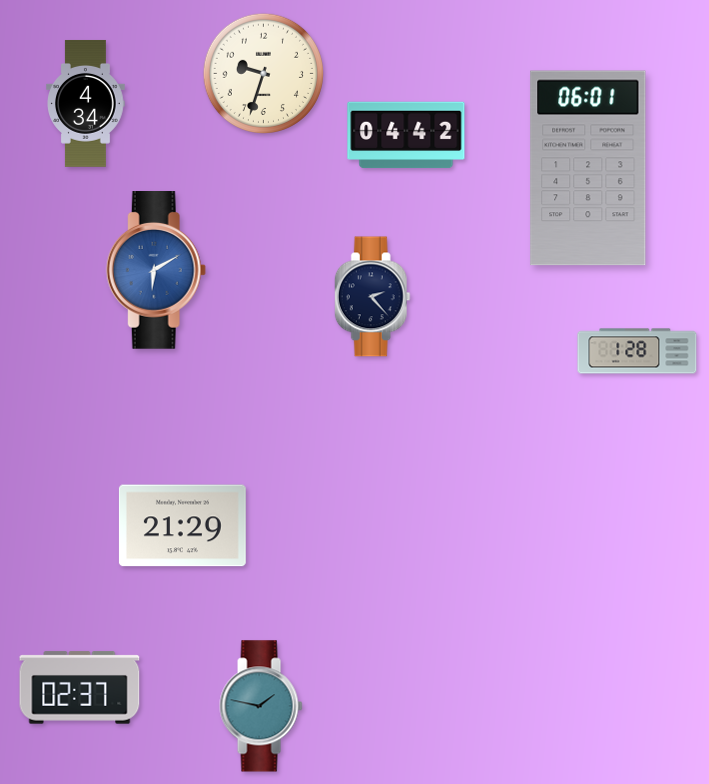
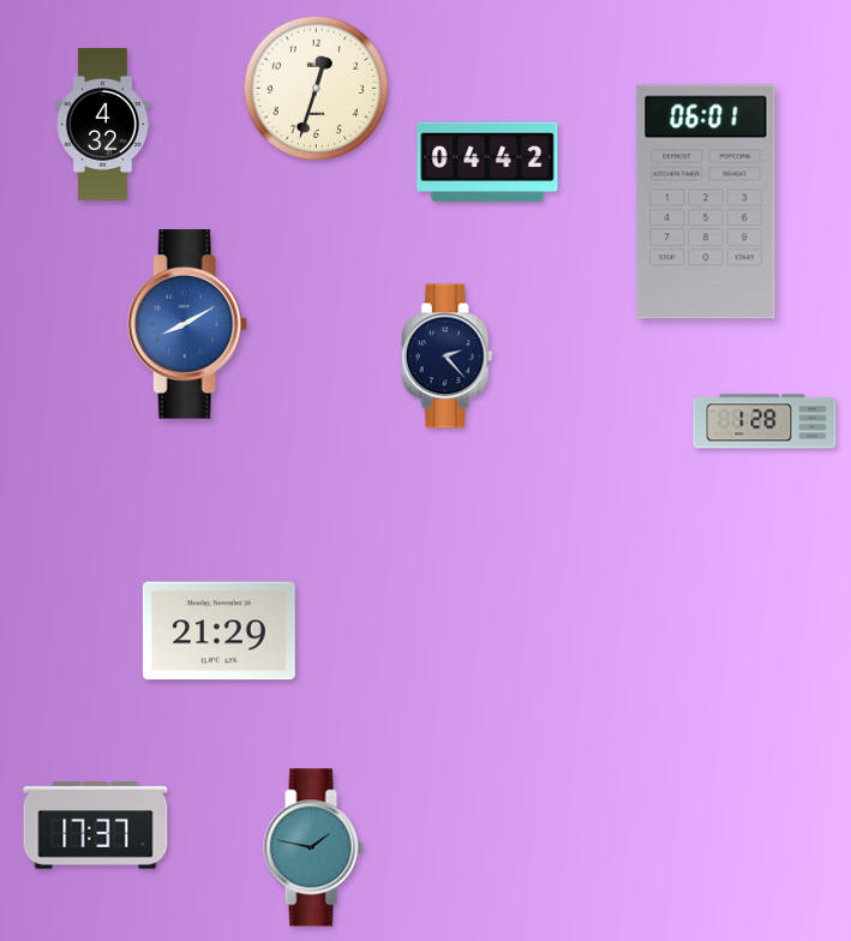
clock at (263, 73): 9:33 -> 12:33
clock at (86, 104): 4:34 -> 4:32
clock at (156, 271): 6:10 -> 8:10
clock at (80, 688): 02:37 -> 17:37
